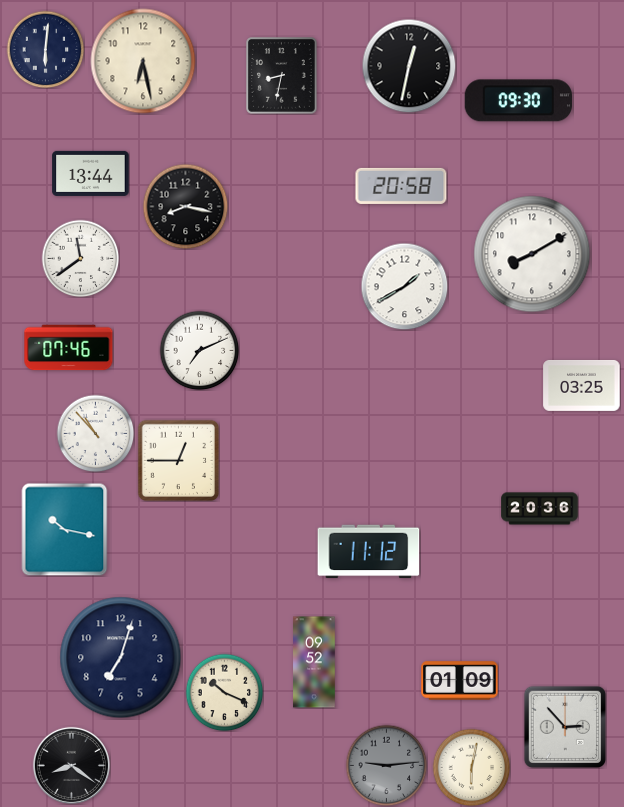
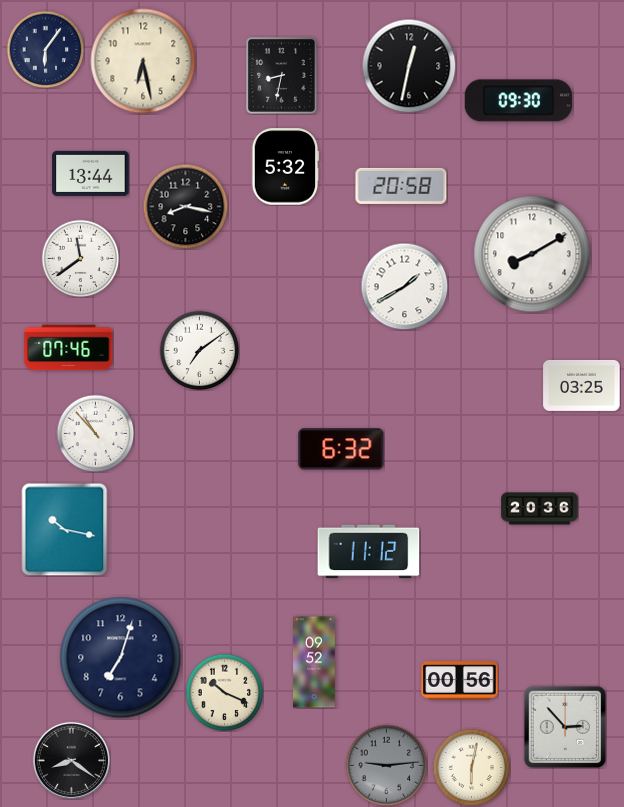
clock at (45, 49): 6:01 -> 6:06
clock at (285, 167): none -> 5:32
clock at (199, 350): 7:11 -> 7:09
clock at (341, 449): none -> 6:32
clock at (178, 460): 12:45 -> none
clock at (460, 681): 01:09 -> 00:56
clock at (71, 765) position: (71, 765) -> (71, 760)
